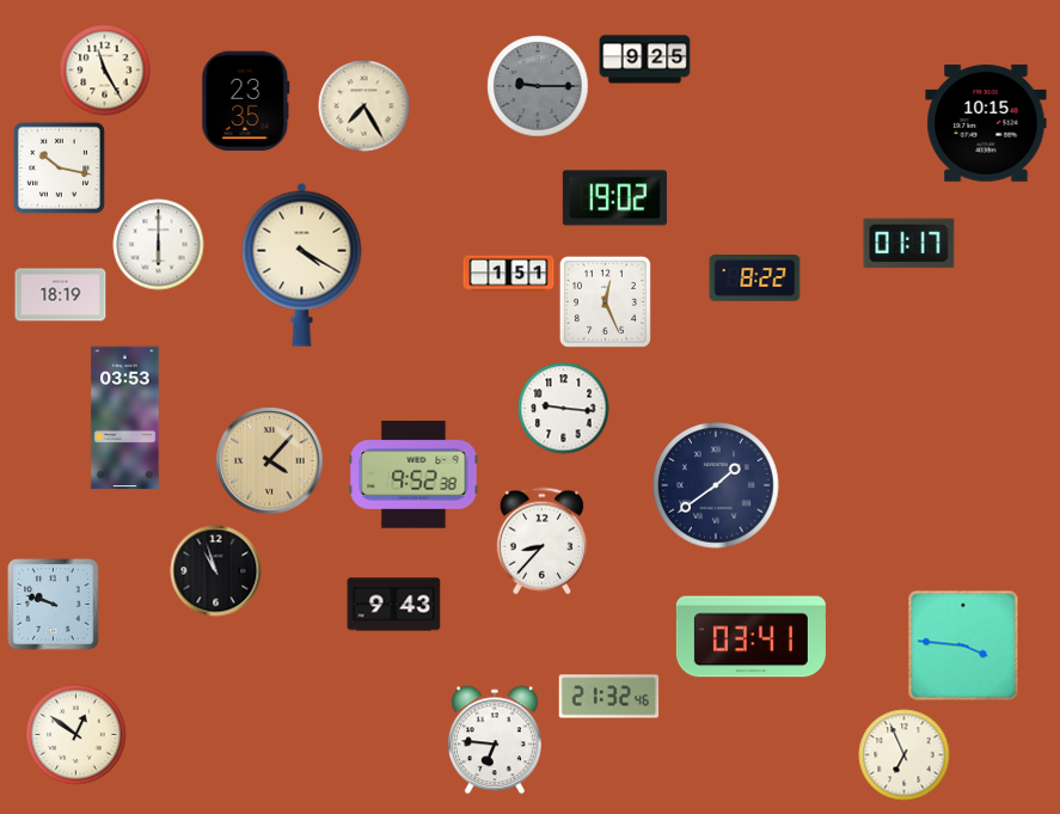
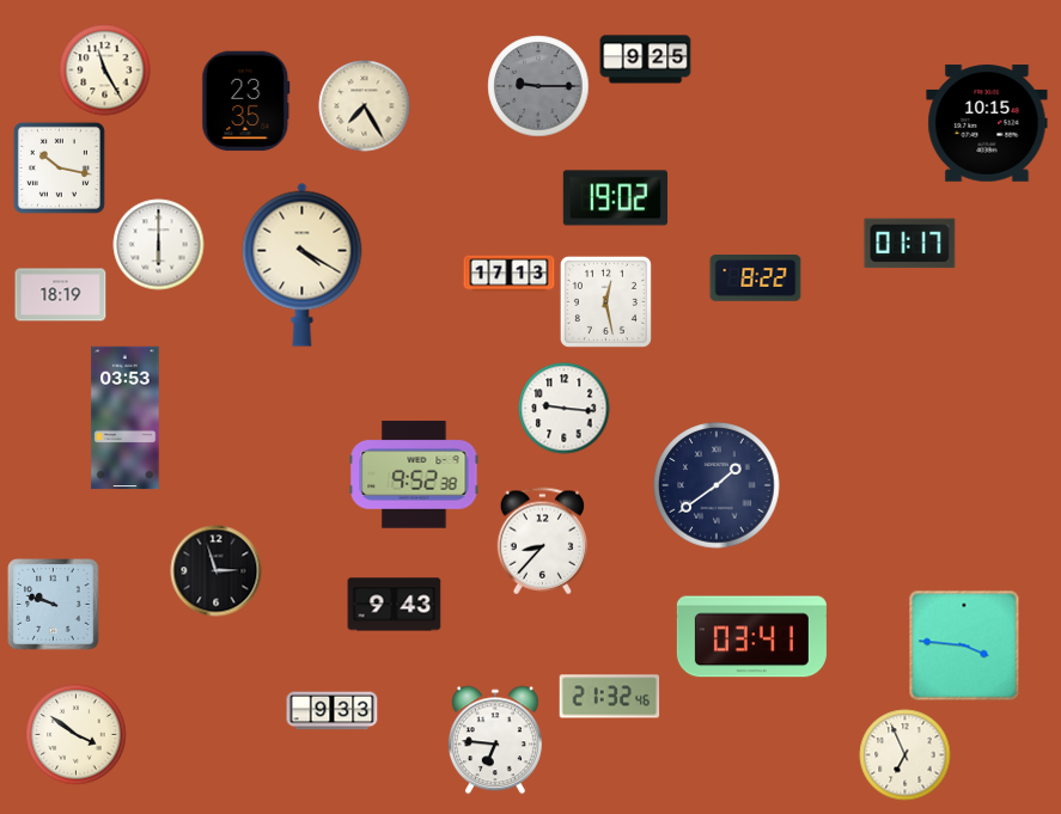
clock at (509, 274): 1:51 -> 17:13
clock at (605, 301): 12:26 -> 12:28
clock at (270, 461): 4:07 -> none
clock at (216, 571): 10:57 -> 2:57
clock at (333, 711): none -> 9:33
clock at (76, 735): 12:51 -> 3:51
